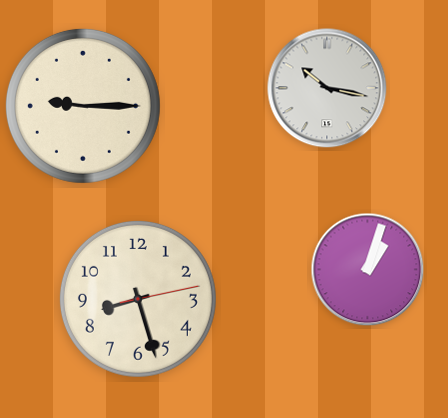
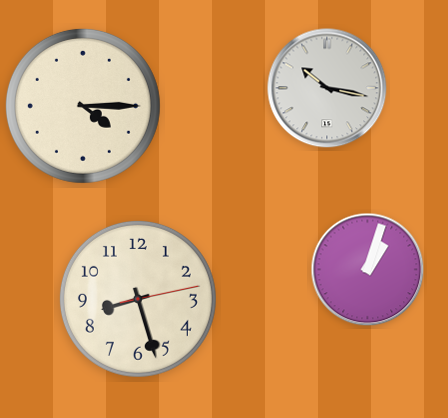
clock at (83, 106): 9:15 -> 4:15
